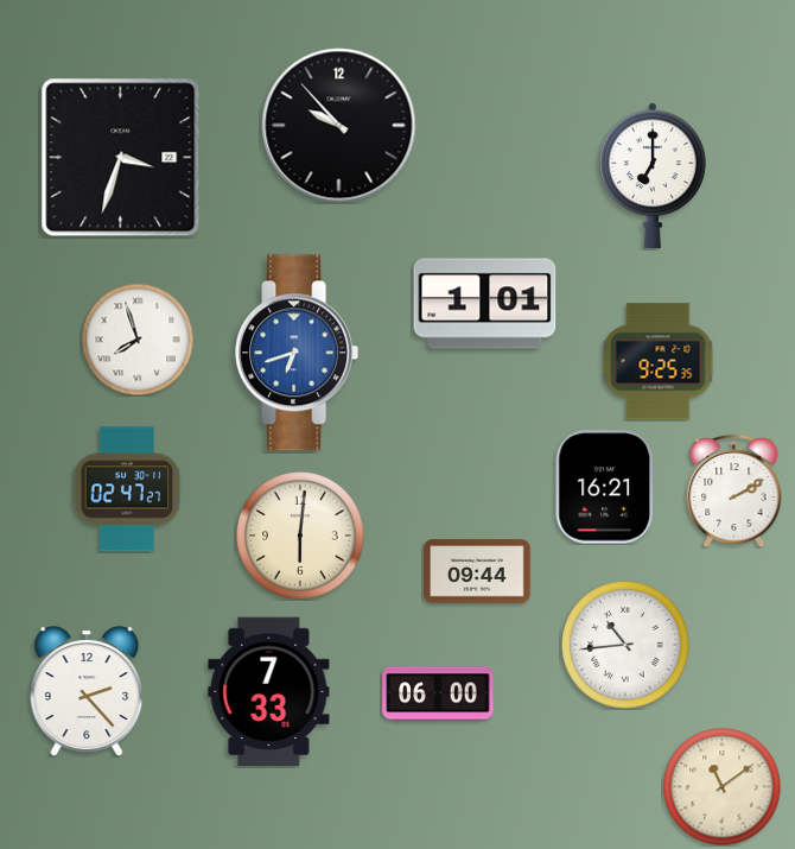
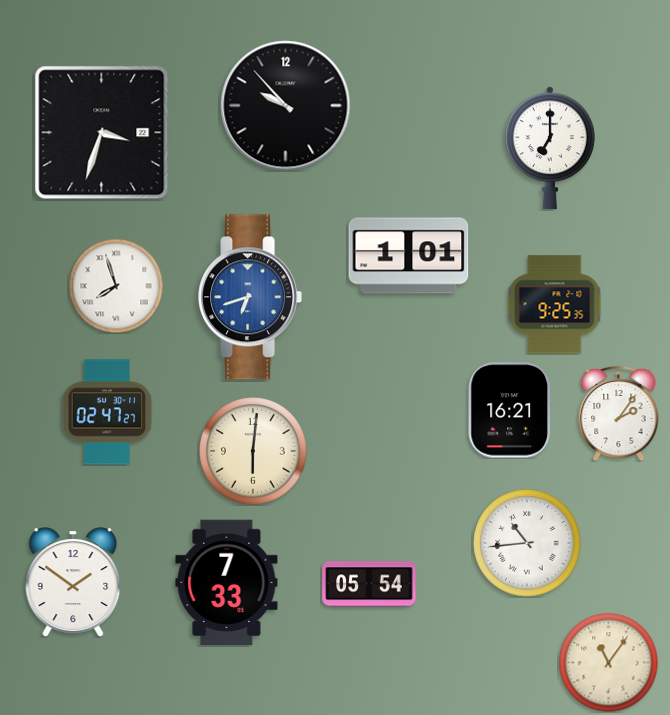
clock at (734, 490): 2:10 -> 2:06
clock at (477, 571): 09:44 -> none
clock at (87, 691): 2:23 -> 1:51
clock at (438, 693): 06:00 -> 05:54
clock at (723, 787): 11:09 -> 11:06
